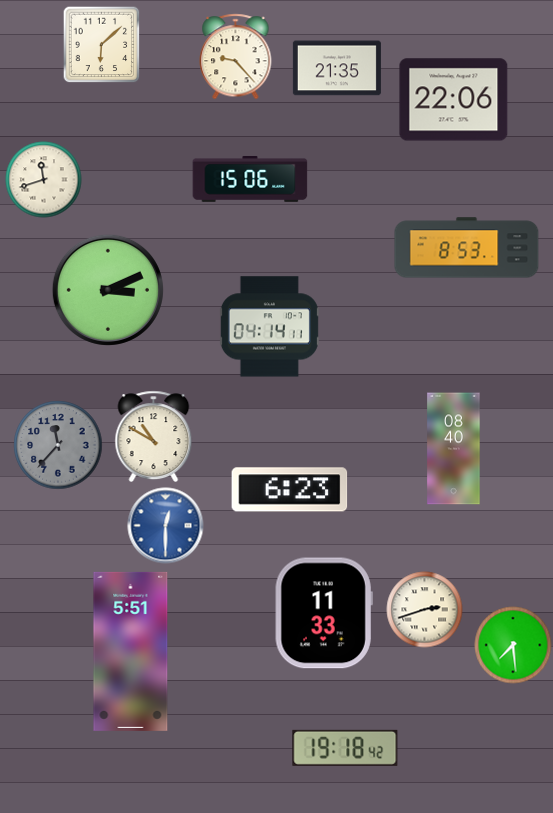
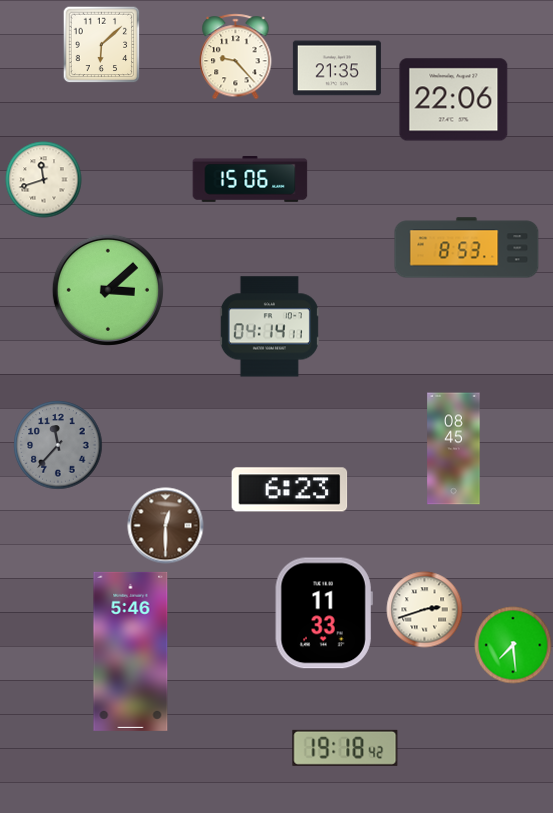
clock at (108, 290): 3:11 -> 3:08
clock at (154, 436): 10:50 -> none
clock at (454, 449): 08:40 -> 08:45
clock at (166, 526) dial: blue -> brown
clock at (131, 651): 5:51 -> 5:46
